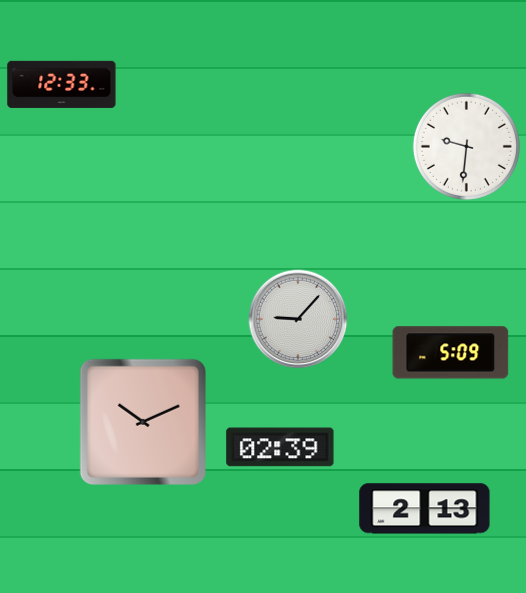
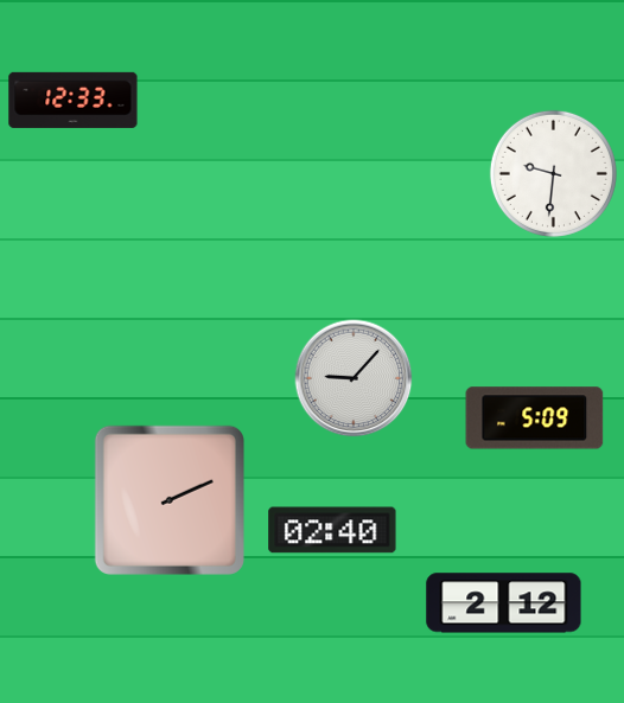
clock at (143, 422): 10:11 -> 2:11
clock at (280, 447): 02:39 -> 02:40
clock at (425, 509): 2:13 -> 2:12
